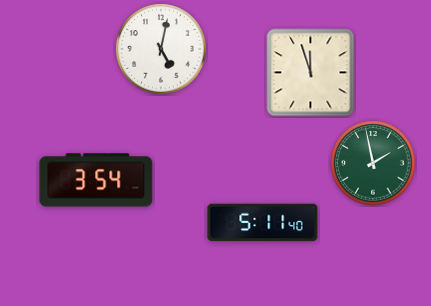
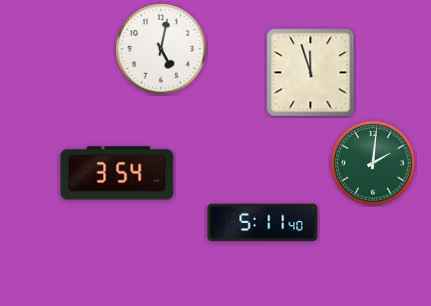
clock at (373, 163): 1:58 -> 2:01
clock at (96, 180) position: (96, 180) -> (117, 173)
